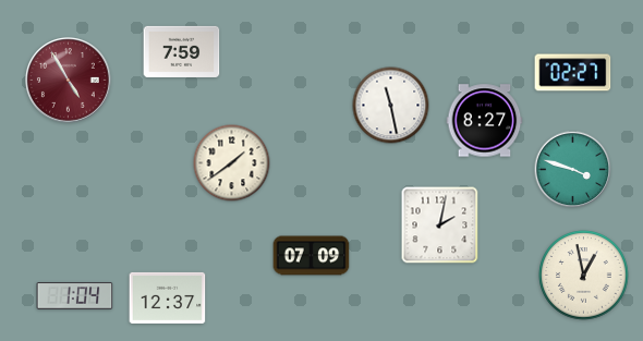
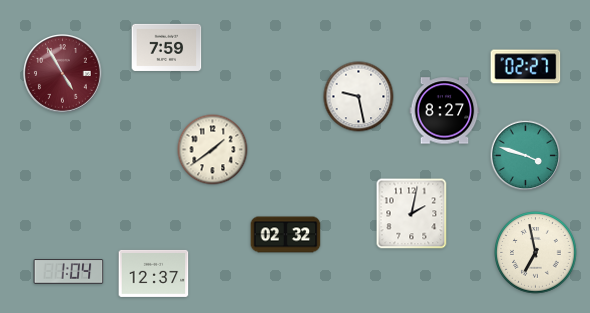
clock at (391, 106): 11:28 -> 9:28
clock at (440, 226) position: (440, 226) -> (412, 214)
clock at (312, 256): 07:09 -> 02:32
clock at (584, 276): 12:58 -> 6:58
